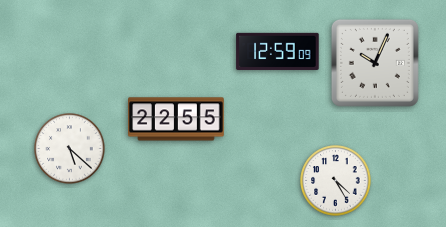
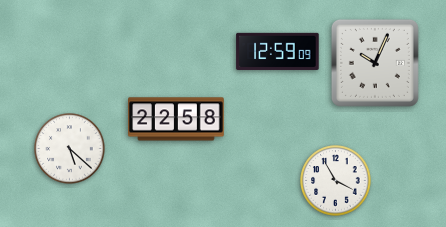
clock at (177, 119): 22:55 -> 22:58
clock at (336, 181): 4:25 -> 3:55
